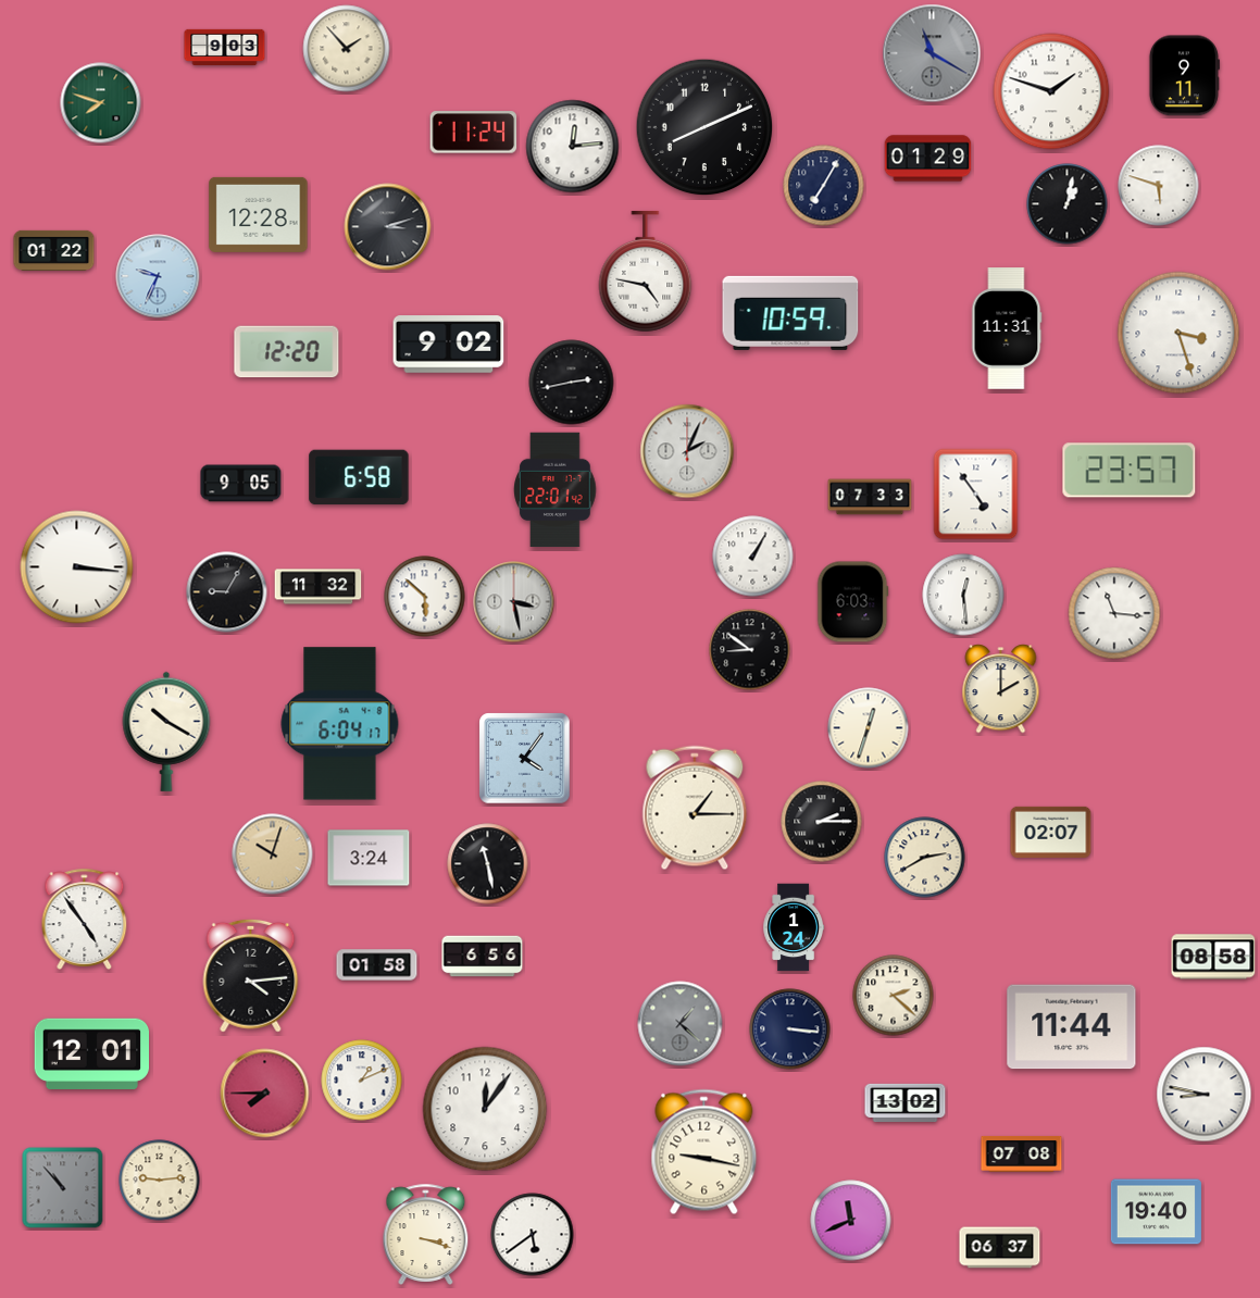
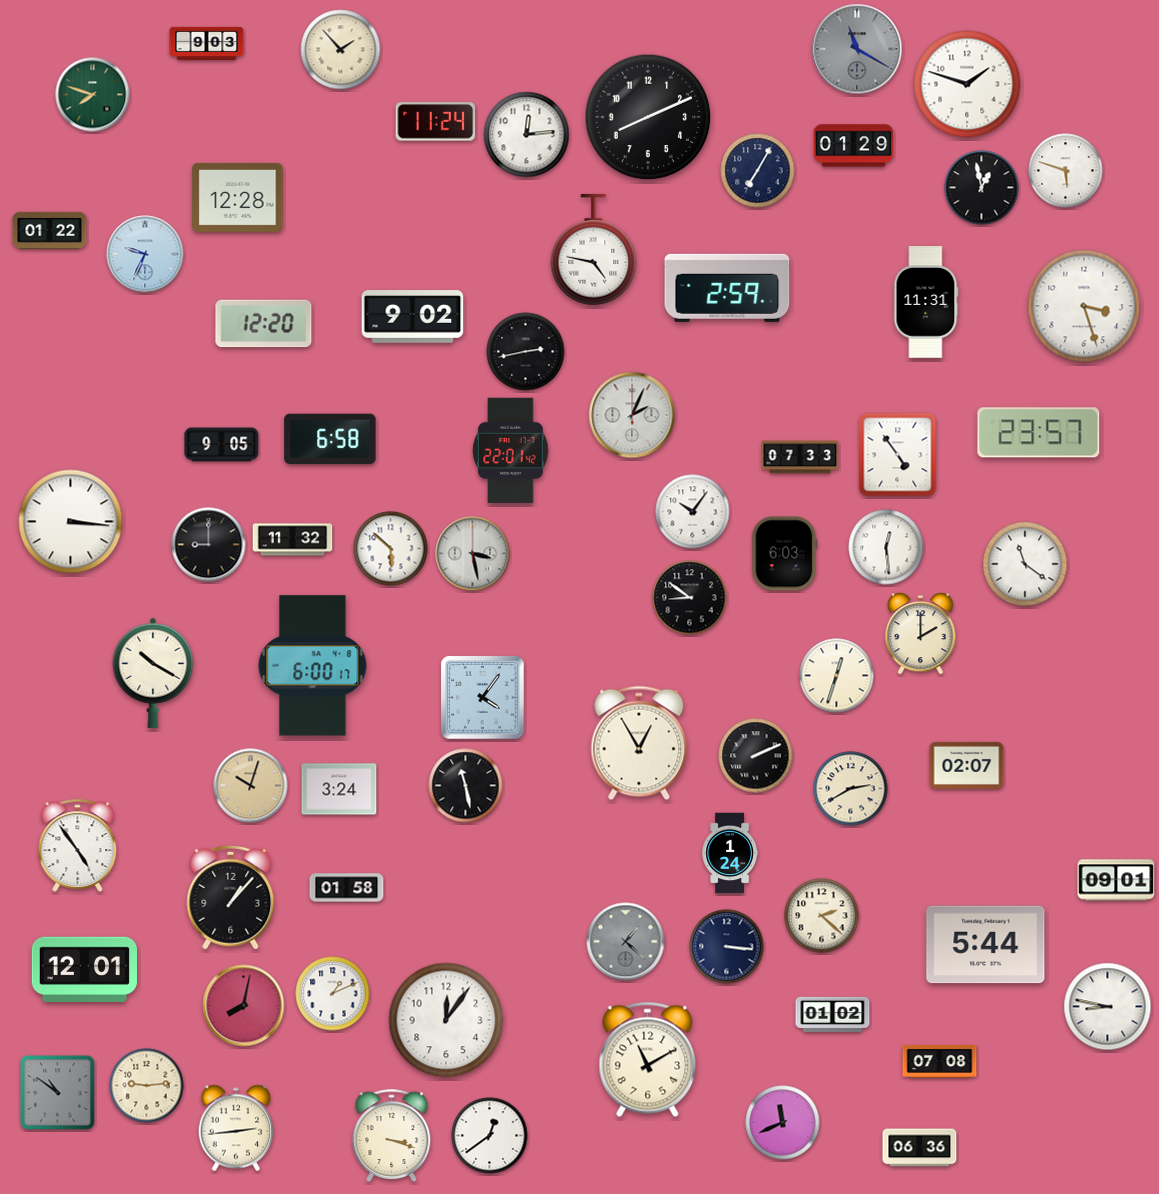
clock at (347, 49) position: (347, 49) -> (341, 50)
clock at (1184, 76): 9:11 -> none
clock at (1068, 204): 1:02 -> 12:58
clock at (388, 227): 3:12 -> none
clock at (790, 313): 10:59 -> 2:59
clock at (753, 557): 1:05 -> 10:06
clock at (227, 592): 9:05 -> 9:00
clock at (1114, 613): 11:16 -> 11:21
clock at (340, 724): 6:04 -> 6:00
clock at (869, 728) position: (869, 728) -> (837, 676)
clock at (695, 808): 1:15 -> 12:55
clock at (822, 822): 2:15 -> 2:11
clock at (488, 864) position: (488, 864) -> (466, 786)
clock at (483, 957): 6:56 -> none
clock at (1213, 957): 08:58 -> 09:01
clock at (251, 975): 4:14 -> 1:07
clock at (1072, 1027): 11:44 -> 5:44
clock at (265, 1094): 7:45 -> 8:02
clock at (906, 1102): 13:02 -> 01:02
clock at (704, 1152): 9:17 -> 11:10
clock at (63, 1188): 10:53 -> 10:51
clock at (1156, 1212): 19:40 -> none
clock at (236, 1128): none -> 2:44
clock at (533, 1235): 5:39 -> 12:39
clock at (1000, 1248): 06:37 -> 06:36
